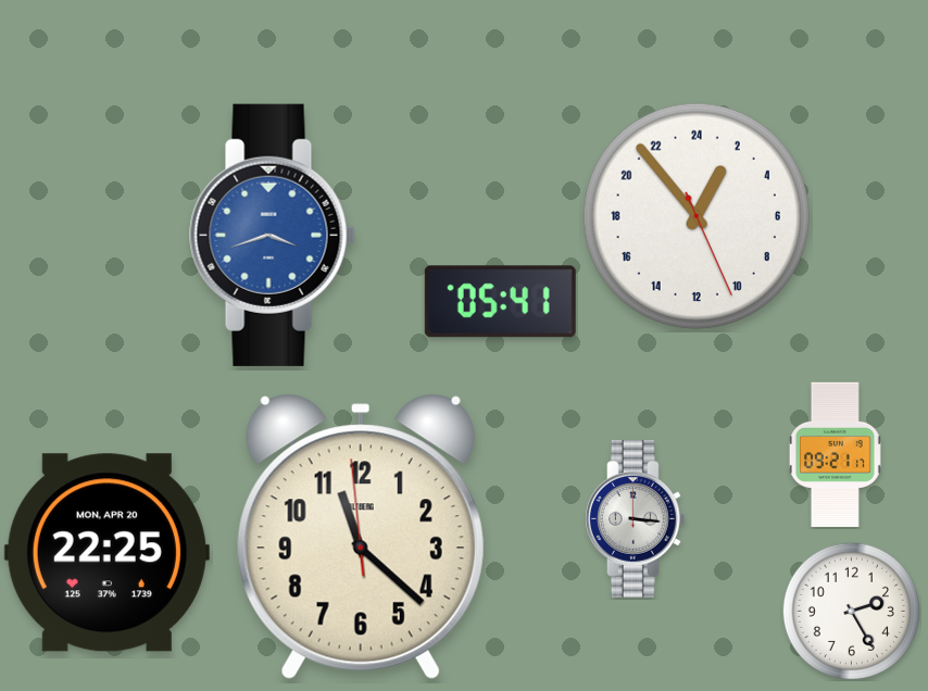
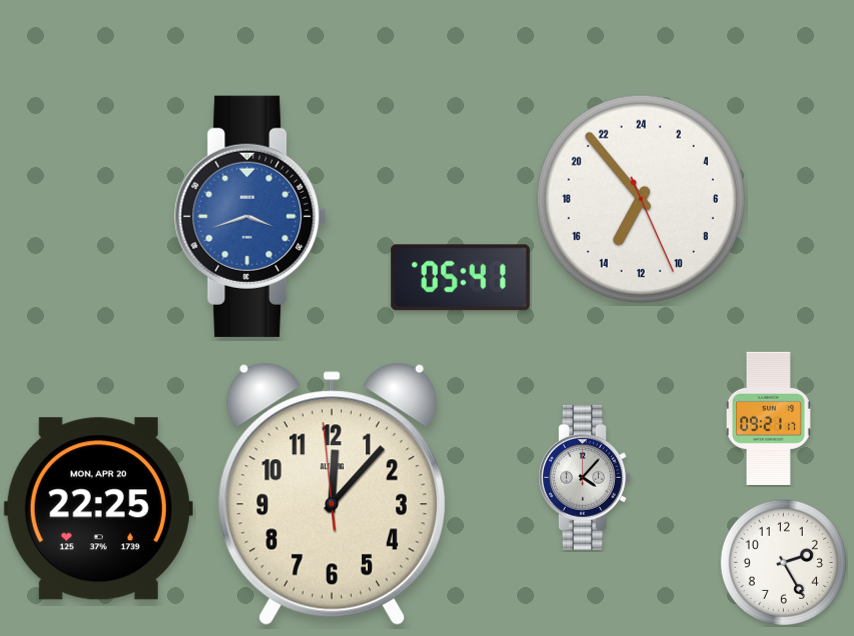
clock at (697, 216): 1:53 -> 13:53
clock at (635, 519): 3:16 -> 4:07
clock at (361, 537): 11:21 -> 12:06
